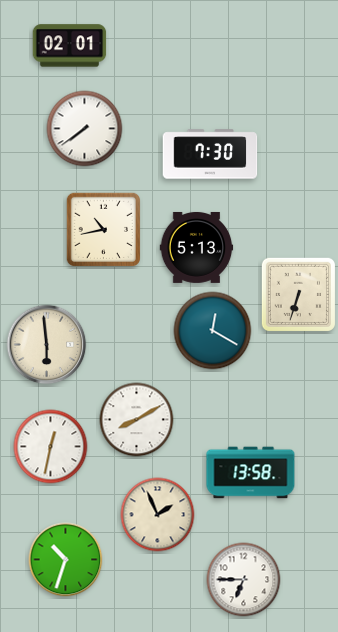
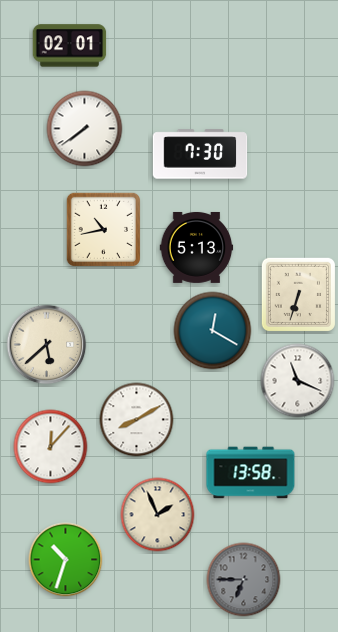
clock at (210, 154) position: (210, 154) -> (200, 154)
clock at (47, 345): 5:59 -> 5:38
clock at (298, 381): none -> 11:19
clock at (51, 447): 12:32 -> 12:07
clock at (244, 580) dial: white -> grey
